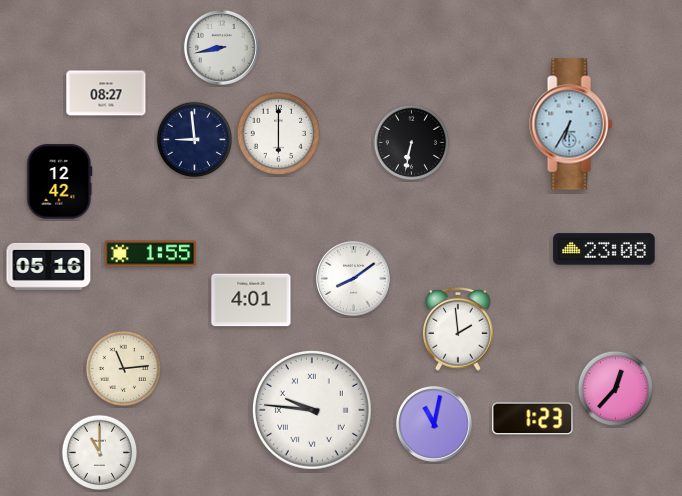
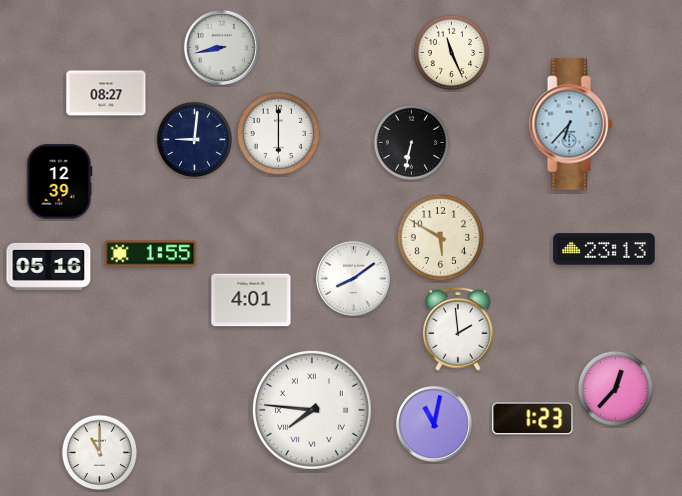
clock at (452, 53): none -> 11:26
clock at (571, 124): 6:35 -> 6:37
clock at (195, 140): 8:59 -> 9:01
clock at (60, 182): 12:42 -> 12:39
clock at (440, 237): none -> 5:50
clock at (604, 249): 23:08 -> 23:13
clock at (124, 369): 11:14 -> none
clock at (313, 411): 9:46 -> 7:46
